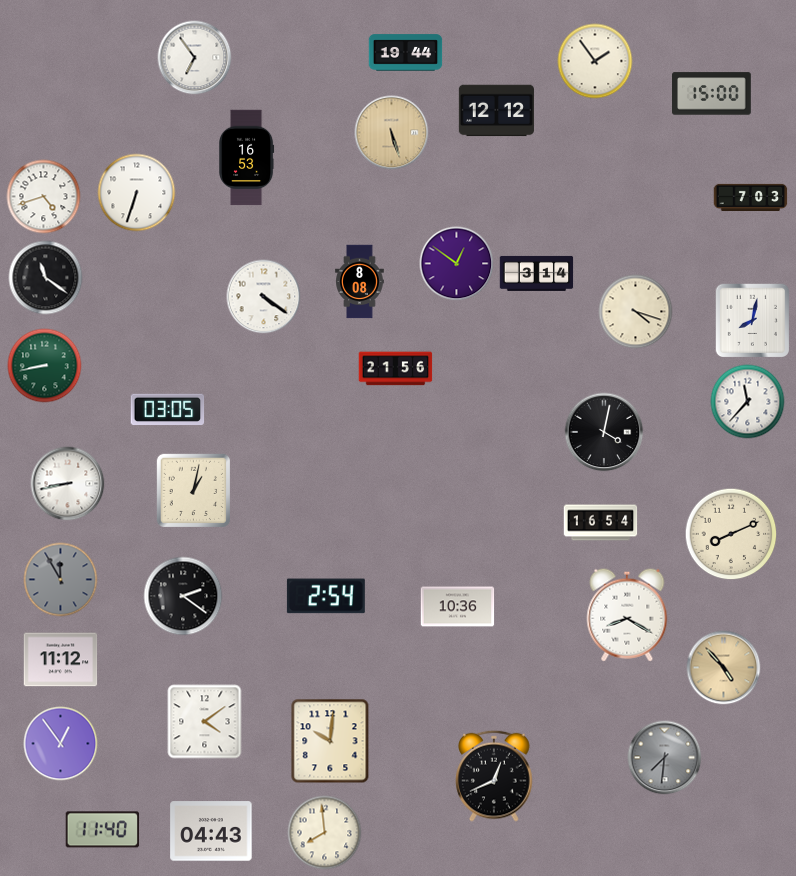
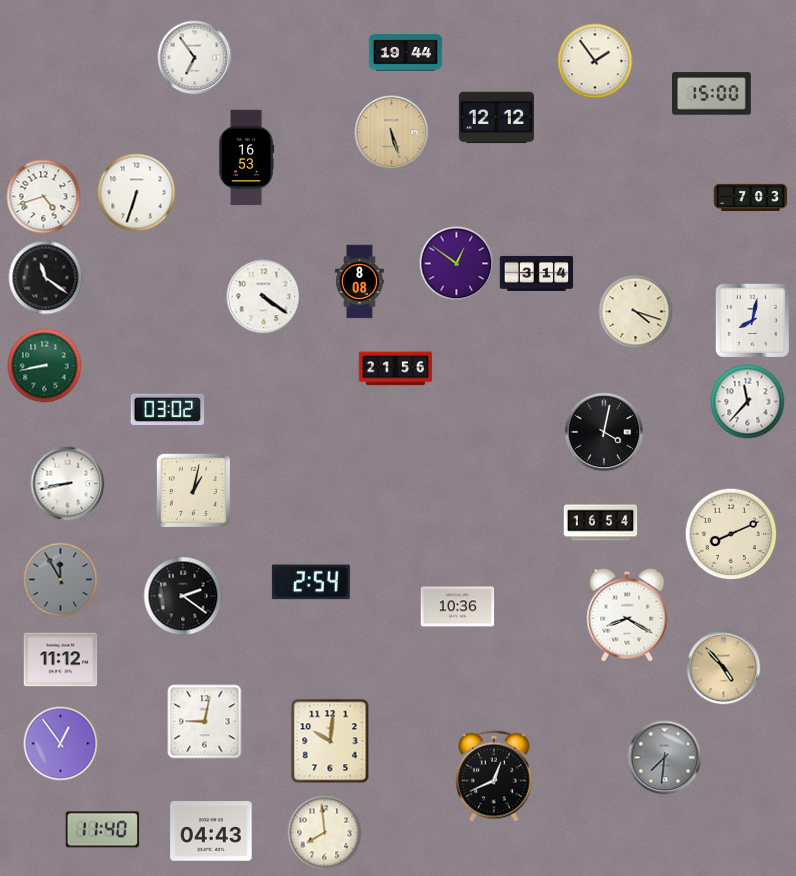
clock at (496, 111) position: (496, 111) -> (496, 118)
clock at (168, 410): 03:05 -> 03:02
clock at (326, 596) position: (326, 596) -> (311, 582)
clock at (205, 722): 4:09 -> 9:02
